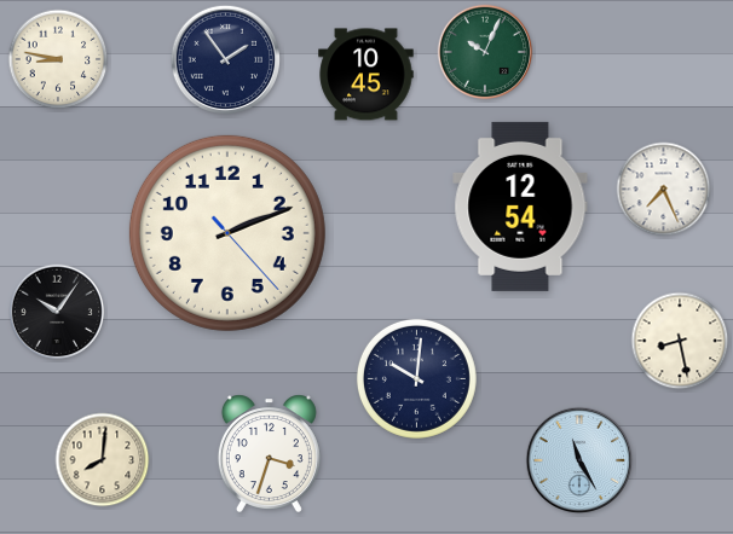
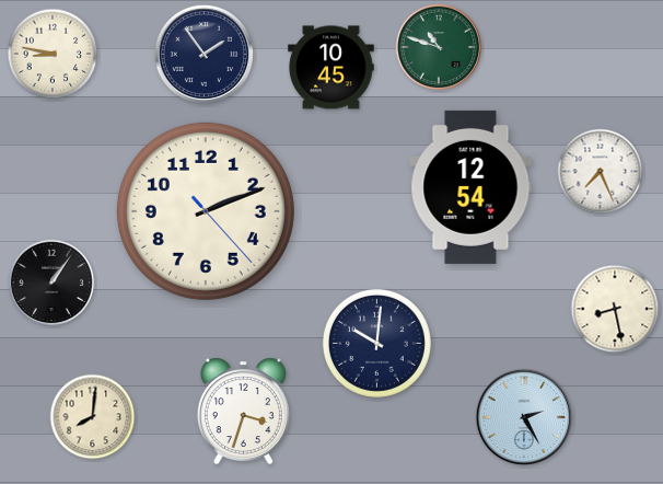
clock at (485, 52): 10:04 -> 10:48
clock at (57, 312): 10:06 -> 1:06
clock at (579, 460): 11:25 -> 2:25
